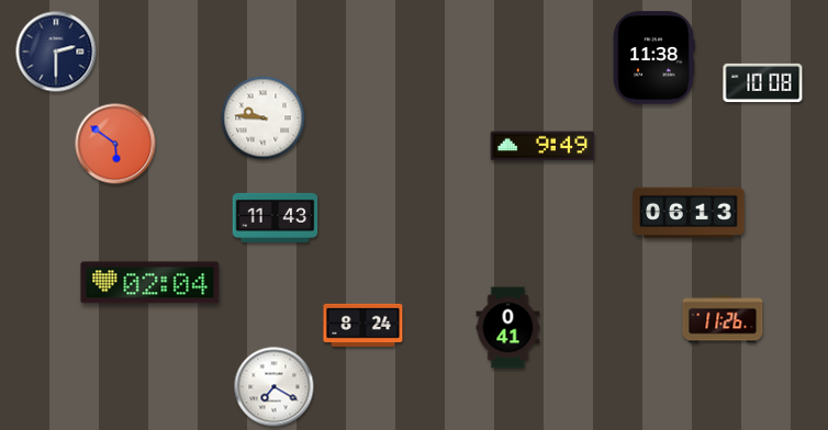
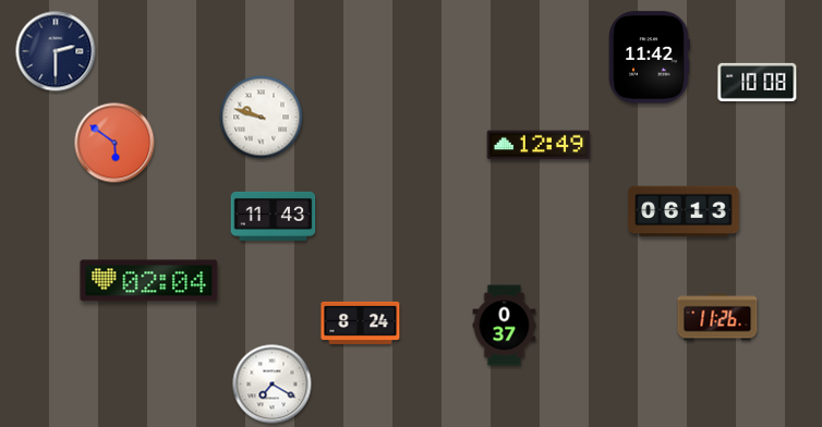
clock at (654, 58): 11:38 -> 11:42
clock at (264, 118): 9:46 -> 9:48
clock at (542, 146): 9:49 -> 12:49
clock at (508, 328): 0:41 -> 0:37
